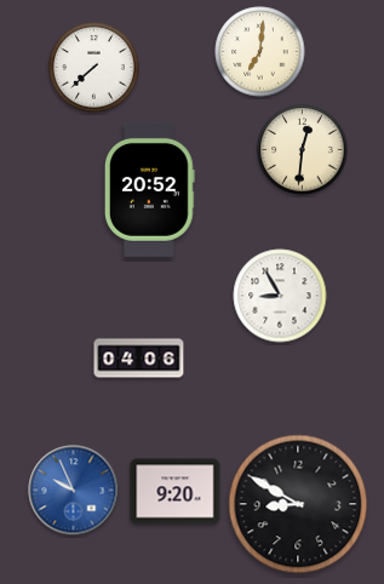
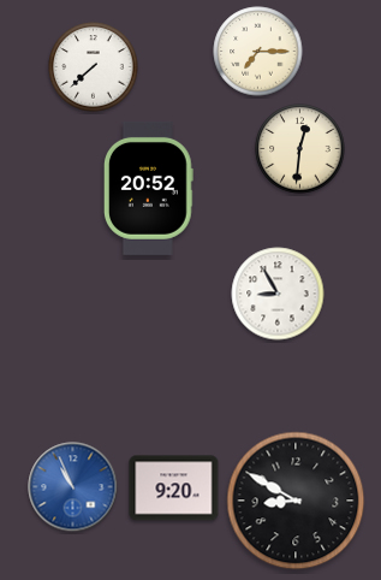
clock at (260, 52): 7:01 -> 7:15
clock at (139, 359): 04:06 -> none
clock at (74, 491): 9:56 -> 10:56
